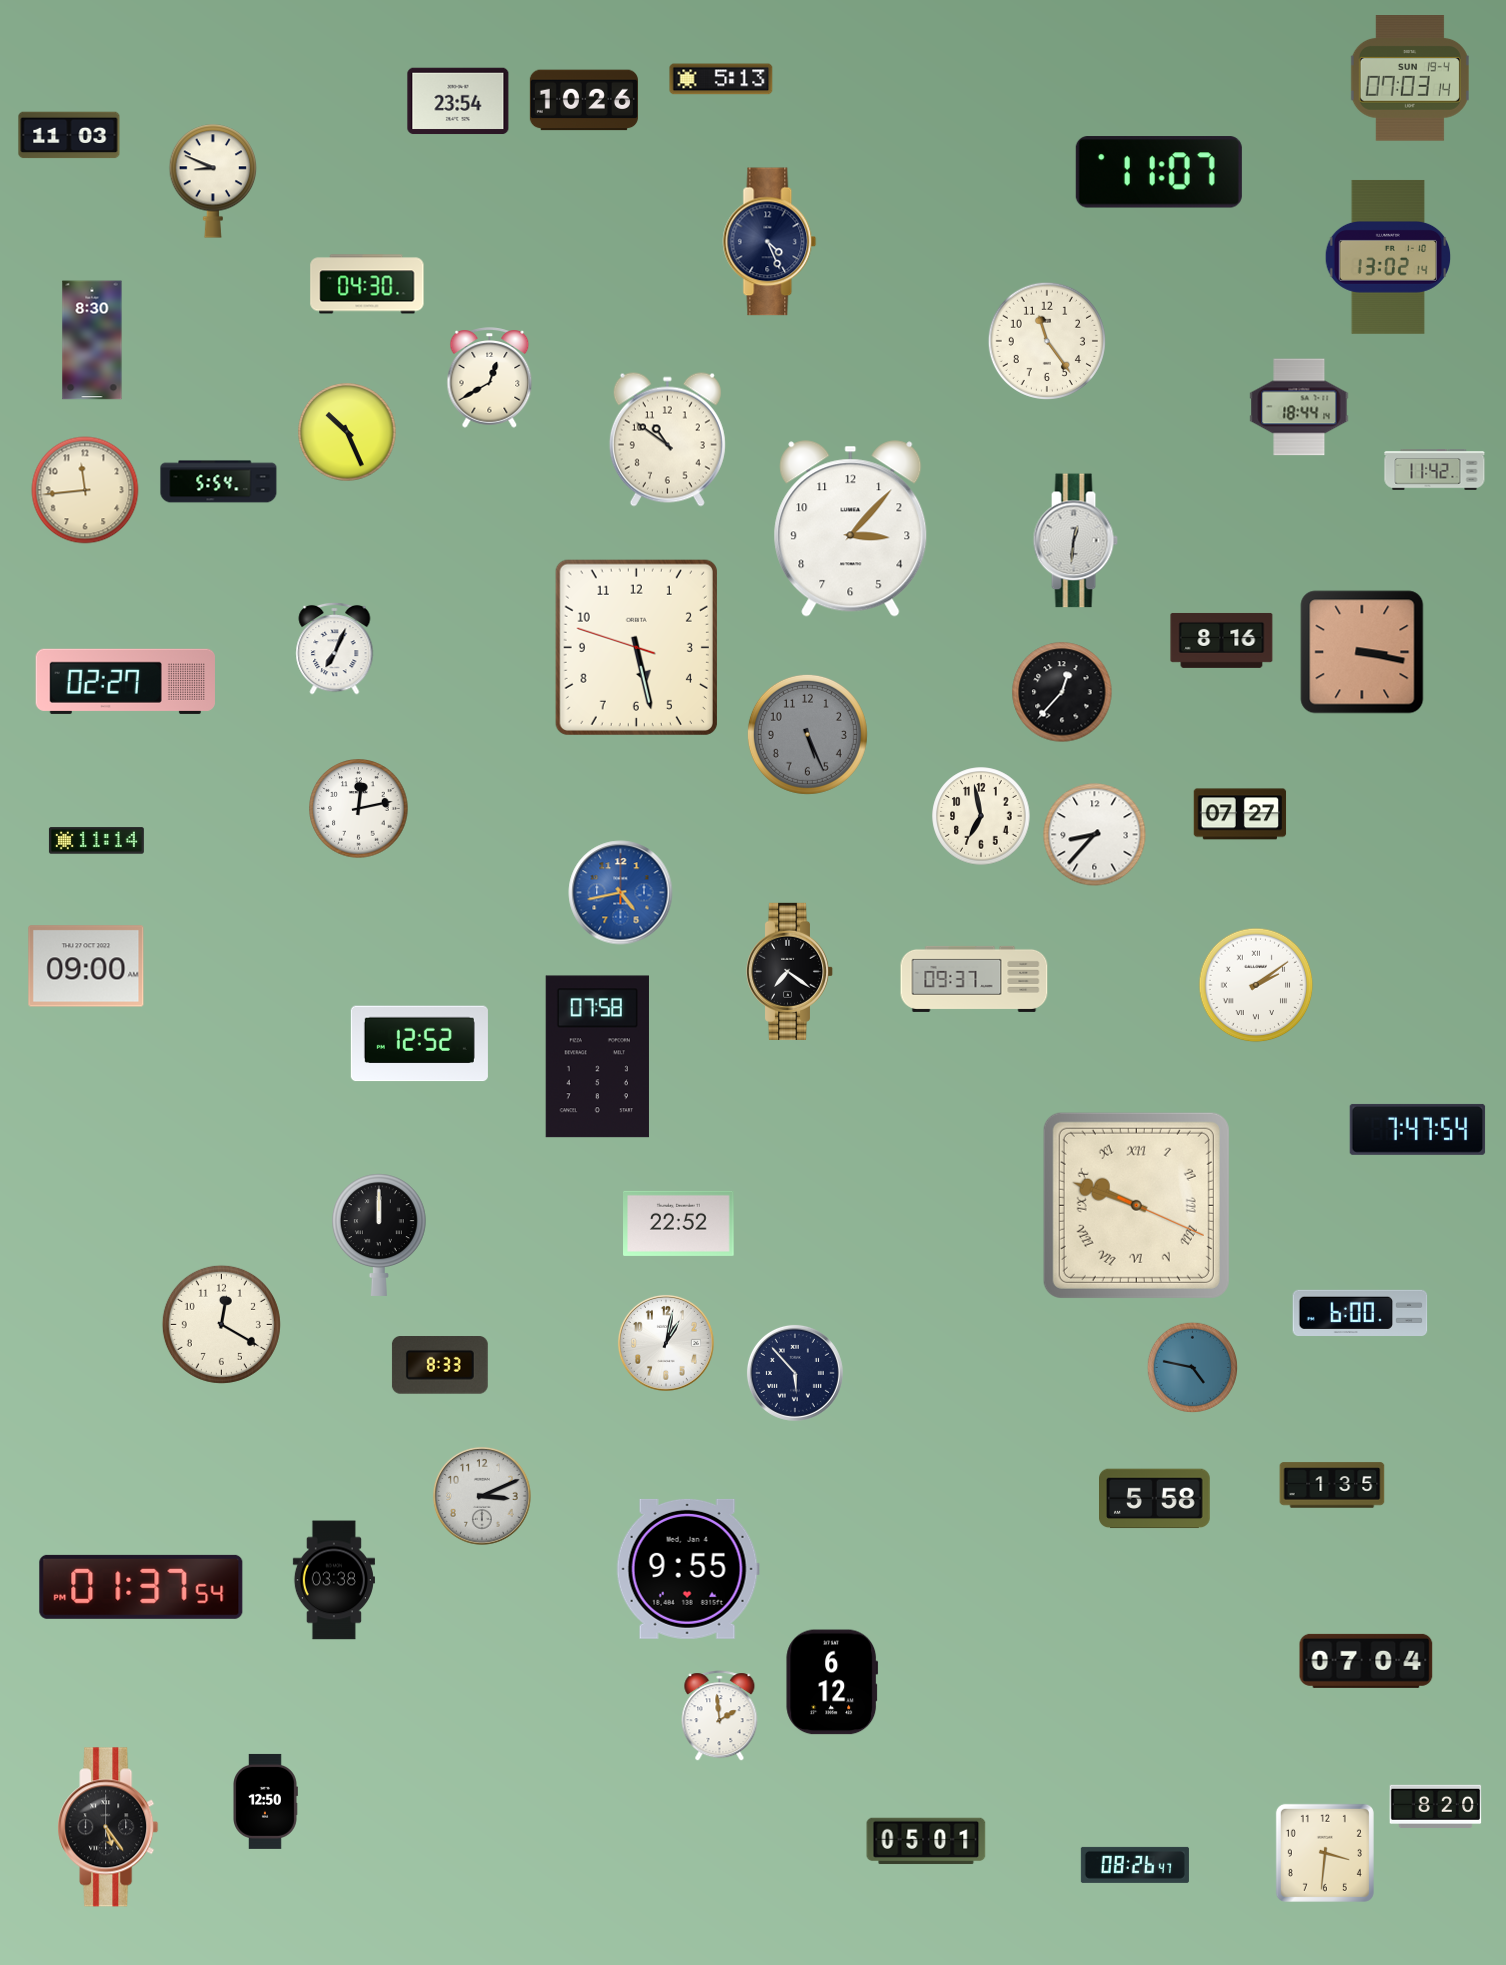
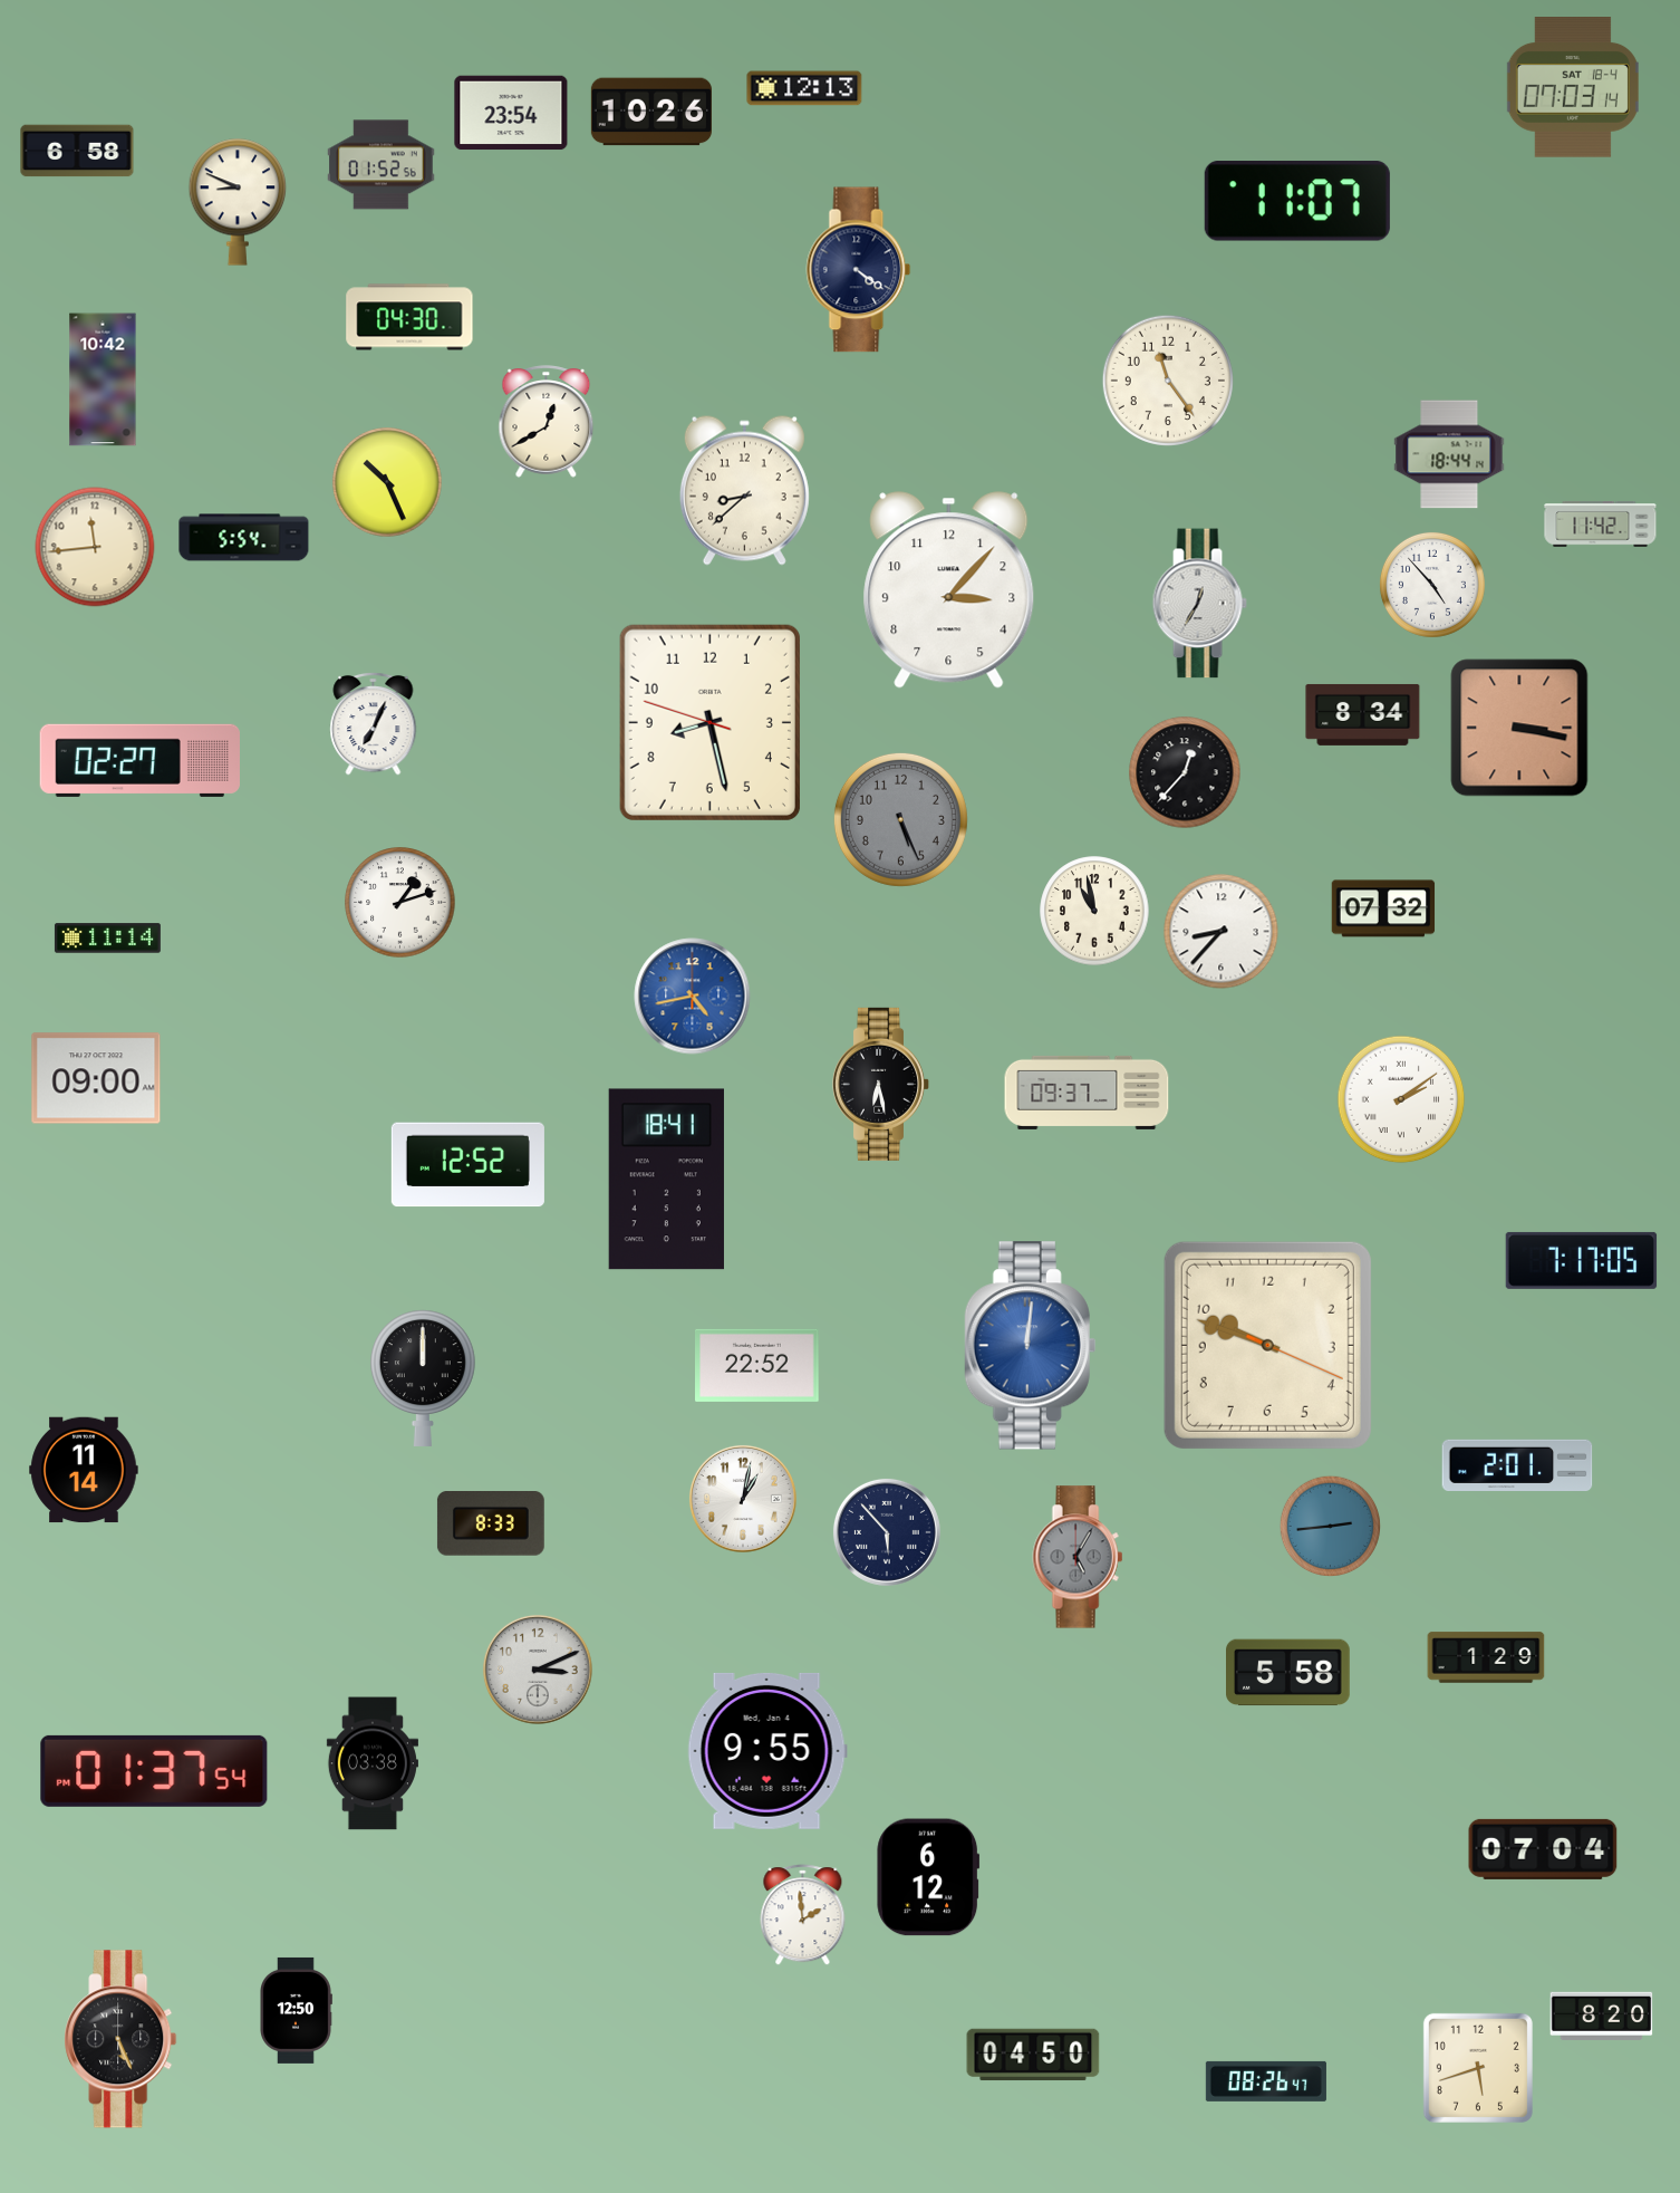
clock at (1410, 78) date: SUN 19-4 -> SAT 18-4
clock at (721, 79): 5:13 -> 12:13
clock at (69, 135): 11:03 -> 6:58
clock at (382, 165): none -> 01:52
clock at (1159, 172) position: (1159, 172) -> (1297, 201)
clock at (770, 242): 4:26 -> 4:21
clock at (1388, 257): 13:02 -> none
clock at (92, 340): 8:30 -> 10:42
clock at (667, 439): 10:51 -> 8:38
clock at (1432, 585): none -> 4:53
clock at (1075, 541): 12:31 -> 12:35
clock at (1222, 640): 8:16 -> 8:34
clock at (636, 647): 5:27 -> 8:27
clock at (359, 809): 12:13 -> 1:12
clock at (1240, 814): 07:27 -> 07:32
clock at (981, 816): 6:58 -> 10:58
clock at (790, 971): 7:21 -> 6:28
clock at (597, 1057): 07:58 -> 18:41
clock at (1418, 1129): 7:47 -> 7:17
clock at (1136, 1205) numerals: Roman -> Arabic
clock at (1031, 1346): none -> 12:01
clock at (1360, 1312): 6:00 -> 2:01
clock at (84, 1470): none -> 11:14
clock at (221, 1324): 12:20 -> none
clock at (1192, 1367): 4:47 -> 2:44
clock at (1078, 1557): none -> 5:05
clock at (1332, 1485): 1:35 -> 1:29
clock at (141, 1587) position: (141, 1587) -> (154, 1771)
clock at (1366, 1661) position: (1366, 1661) -> (1543, 1849)
clock at (108, 1827): 5:24 -> 5:26
clock at (926, 1841): 05:01 -> 04:50
clock at (1325, 1853): 3:31 -> 5:42
